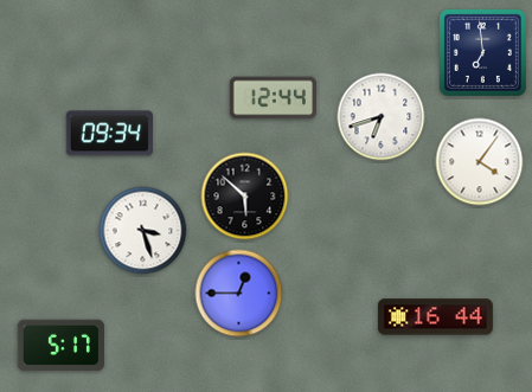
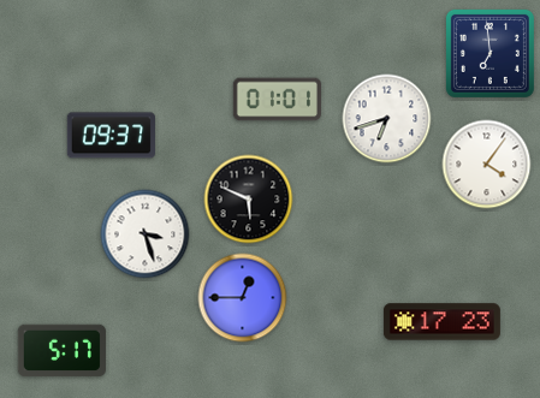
clock at (273, 98): 12:44 -> 01:01
clock at (109, 134): 09:34 -> 09:37
clock at (245, 197): 5:52 -> 5:49
clock at (435, 317): 16:44 -> 17:23
